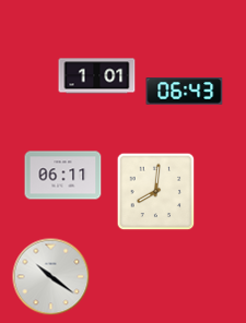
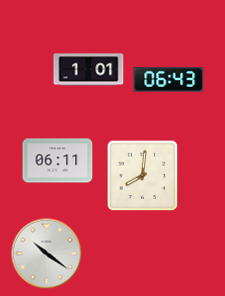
clock at (185, 92) position: (185, 92) -> (169, 80)
